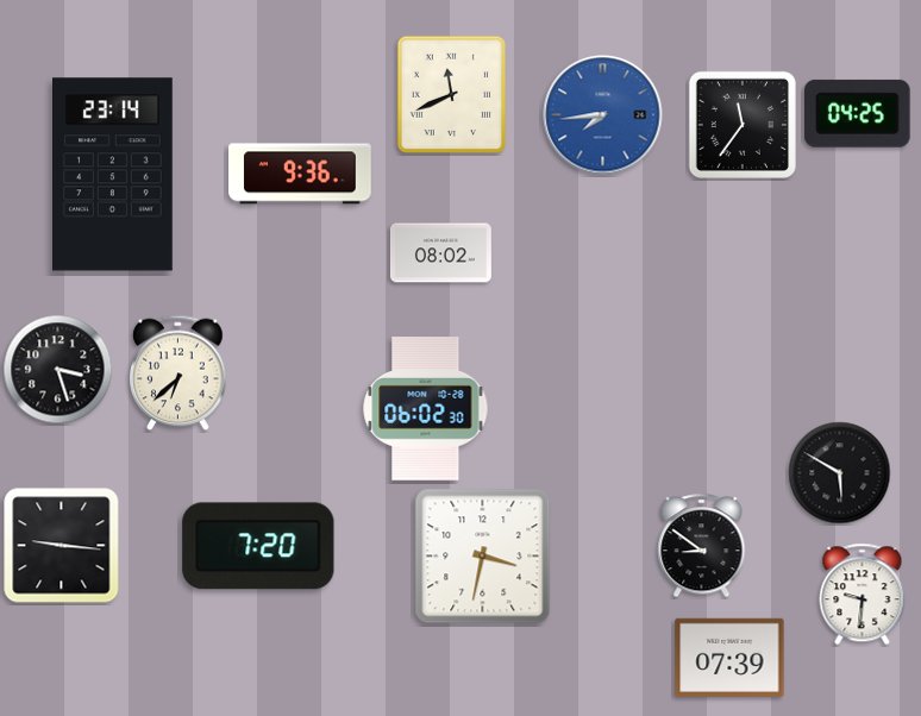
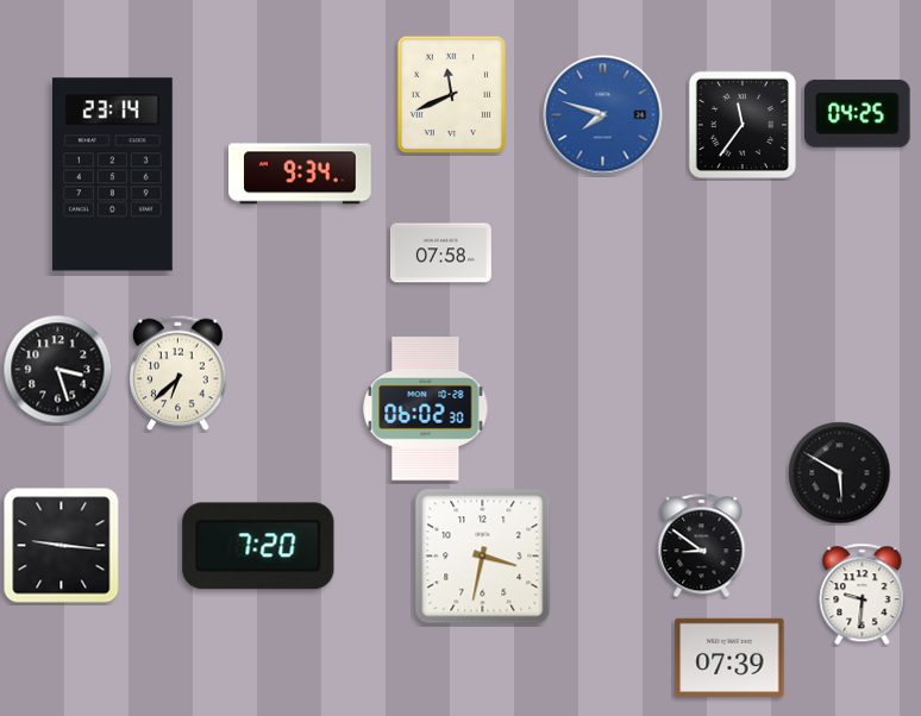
clock at (603, 115): 7:44 -> 7:48
clock at (301, 174): 9:36 -> 9:34
clock at (440, 253): 08:02 -> 07:58
